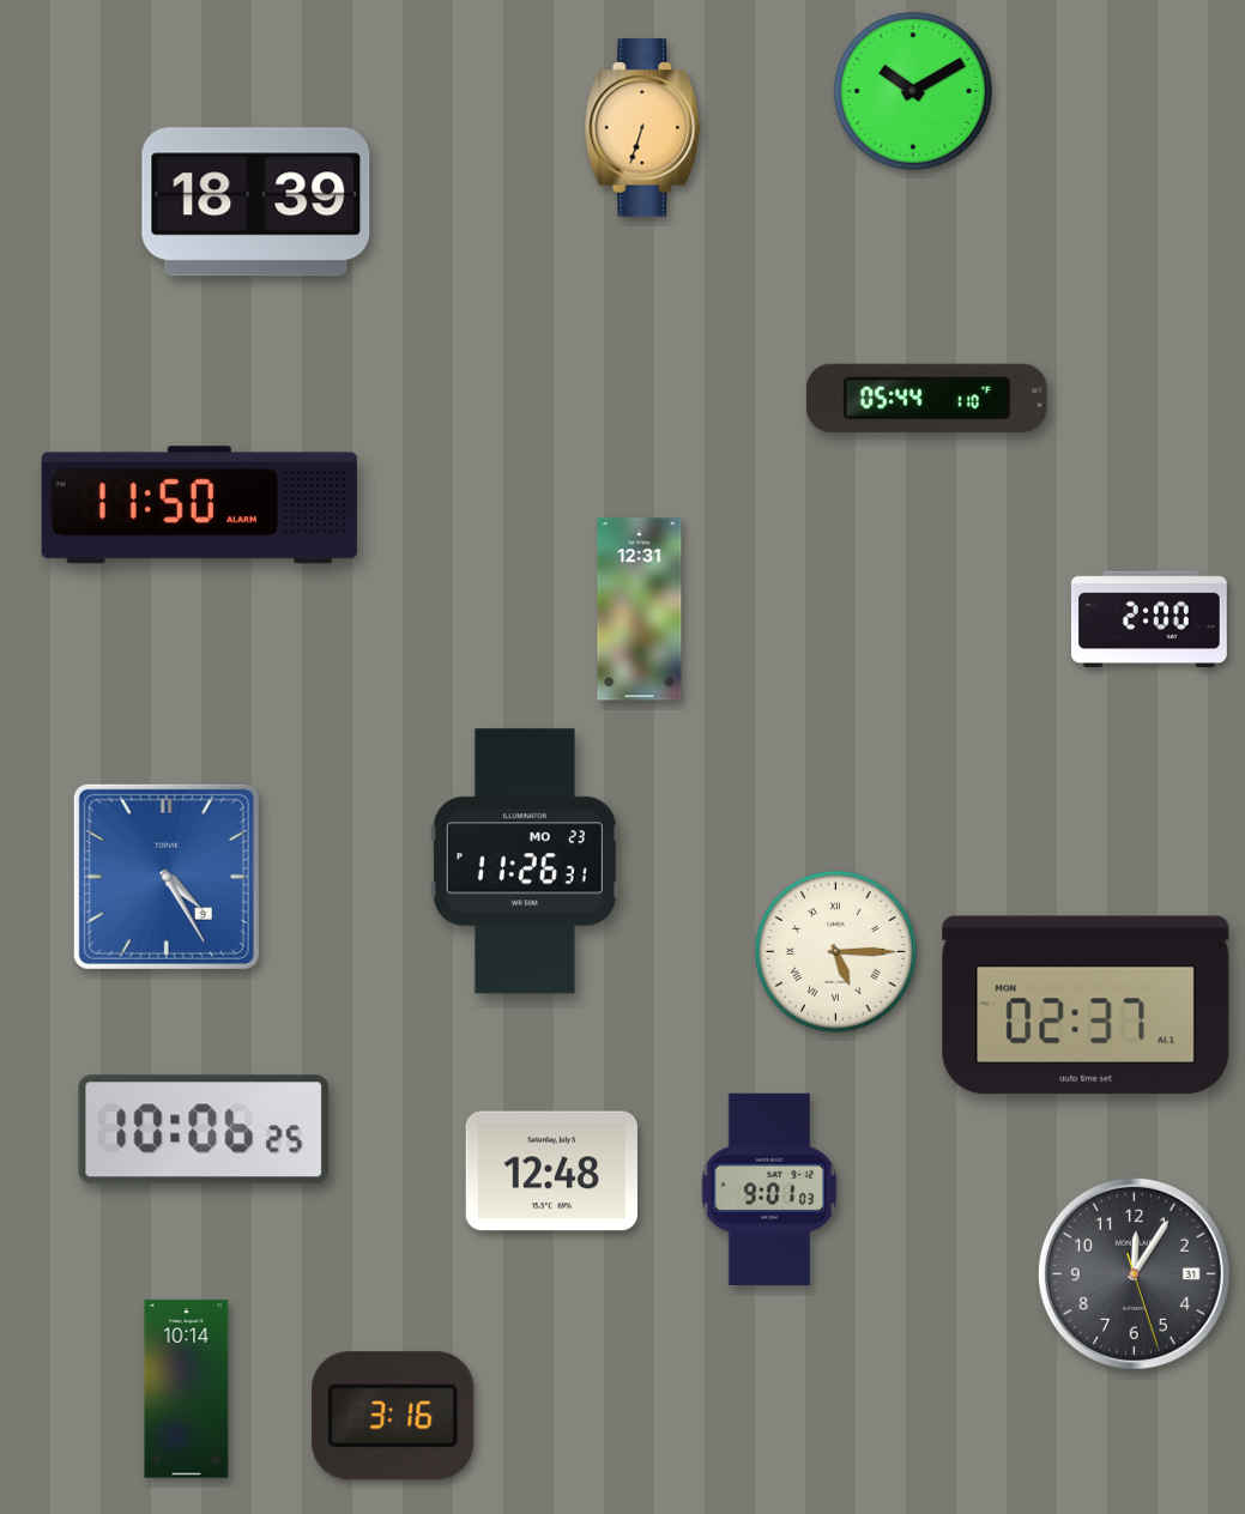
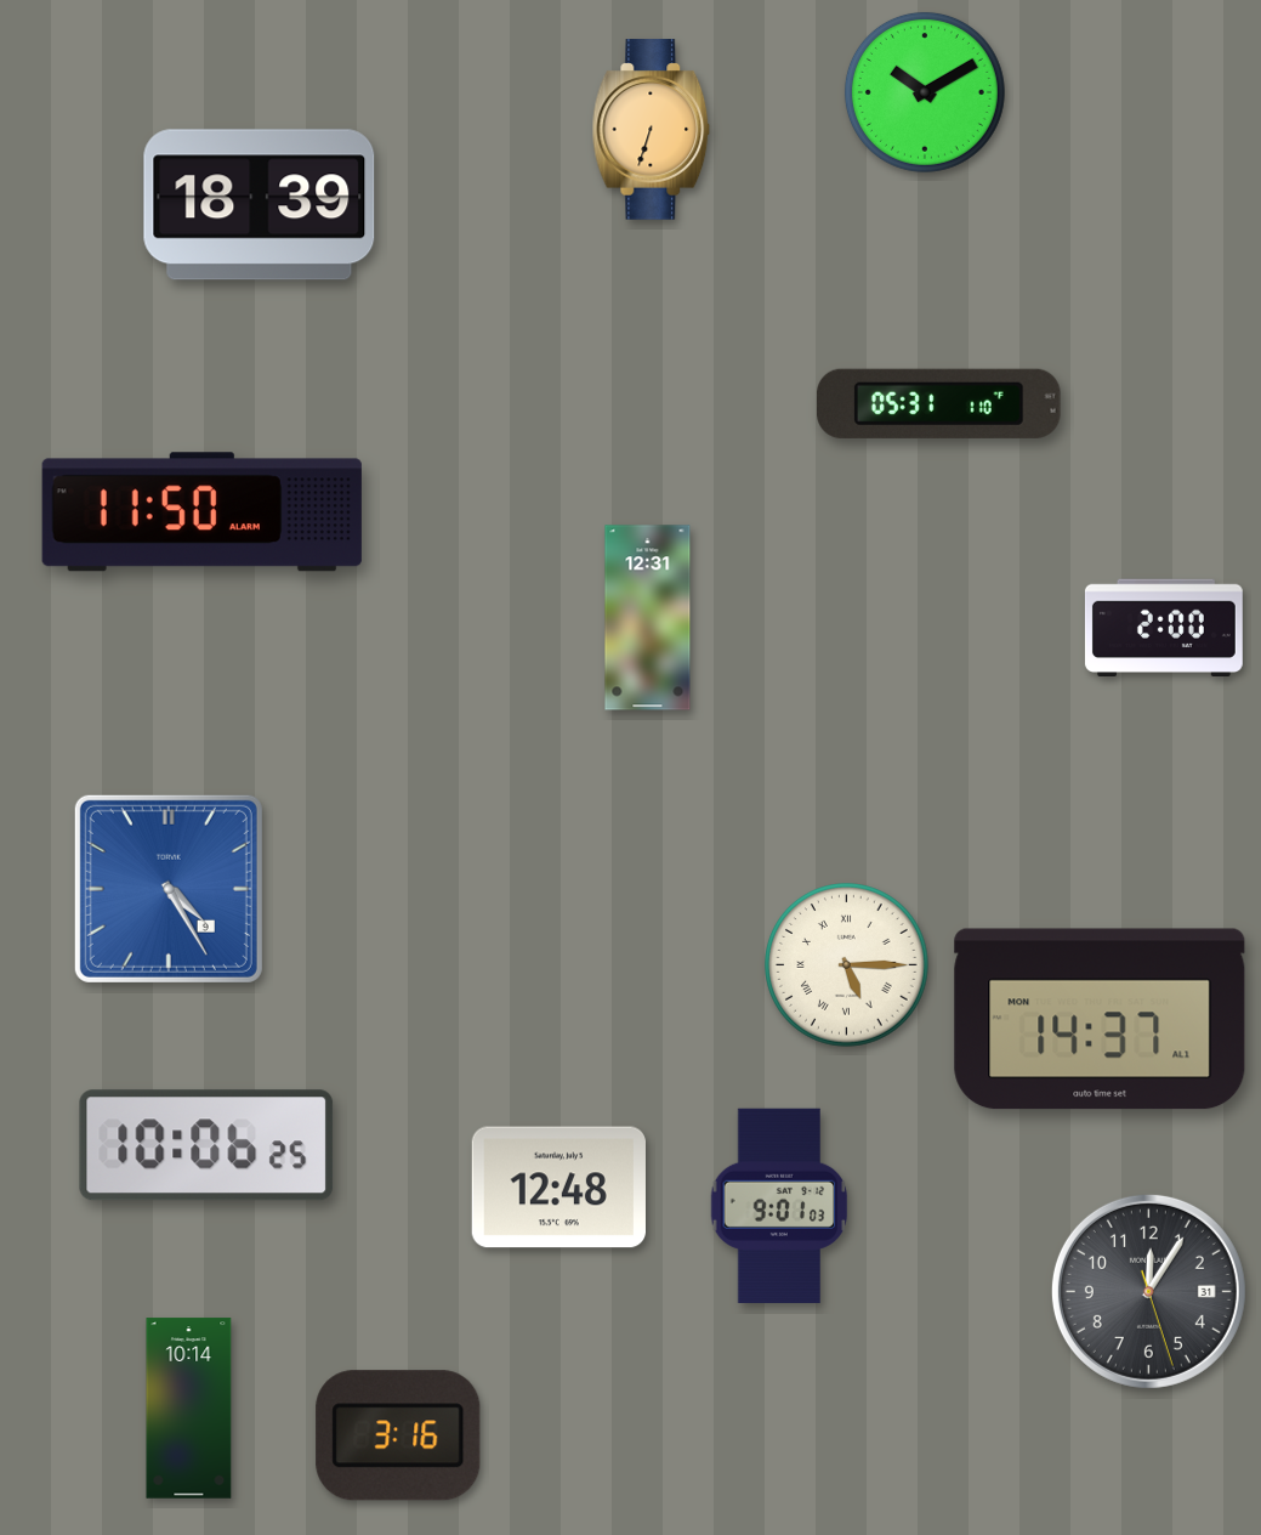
clock at (927, 398): 05:44 -> 05:31
clock at (525, 861): 11:26 -> none
clock at (1086, 1005): 02:37 -> 14:37
